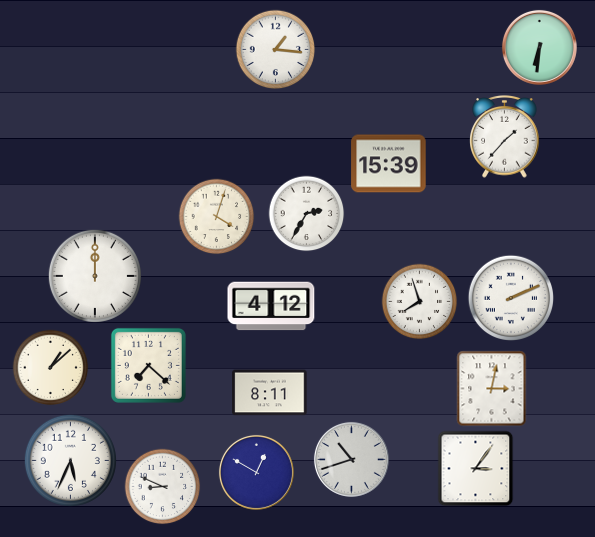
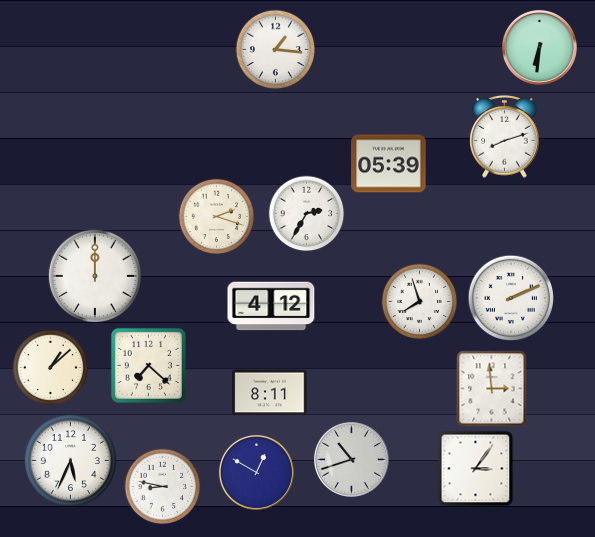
clock at (505, 137): 1:37 -> 8:12
clock at (389, 164): 15:39 -> 05:39
clock at (217, 217): 4:03 -> 2:18
clock at (492, 389): 3:02 -> 2:59
clock at (163, 487): 8:49 -> 8:47
